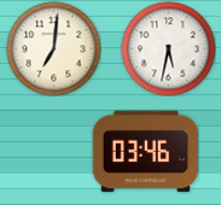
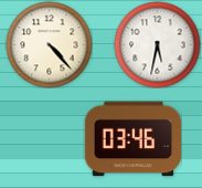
clock at (53, 48): 7:01 -> 4:23
clock at (168, 48) position: (168, 48) -> (157, 44)
